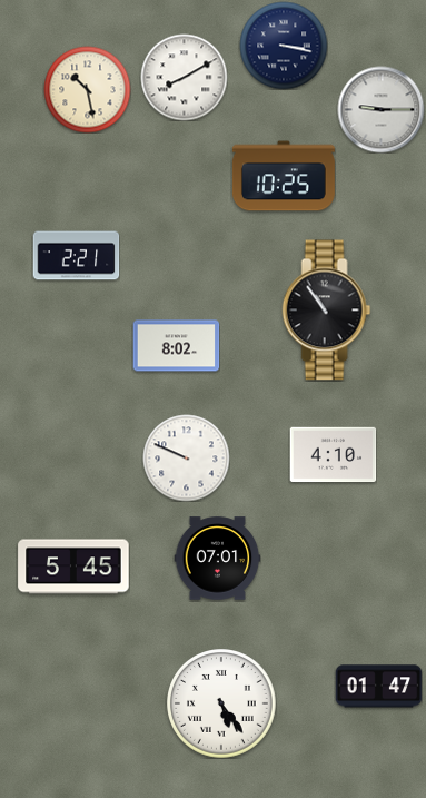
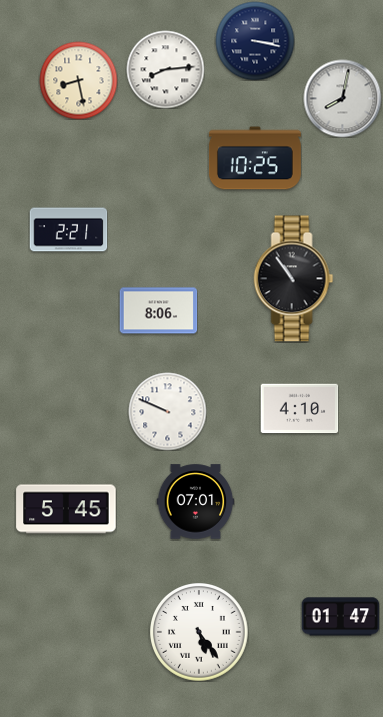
clock at (184, 77): 8:10 -> 8:14
clock at (87, 89): 10:28 -> 8:28
clock at (380, 109): 9:15 -> 8:02
clock at (176, 346): 8:02 -> 8:06
